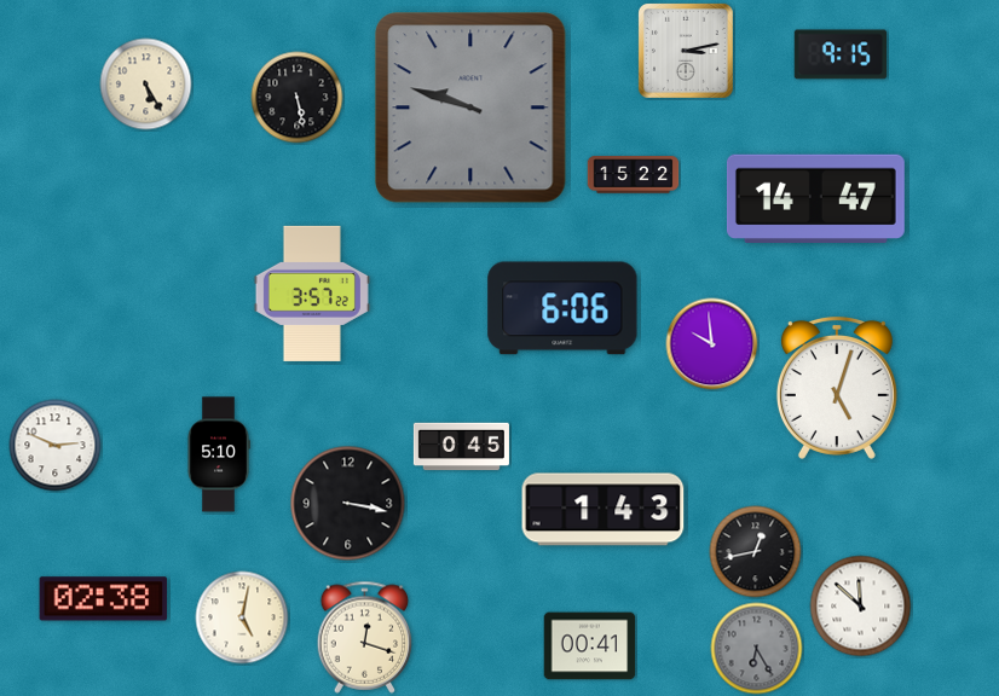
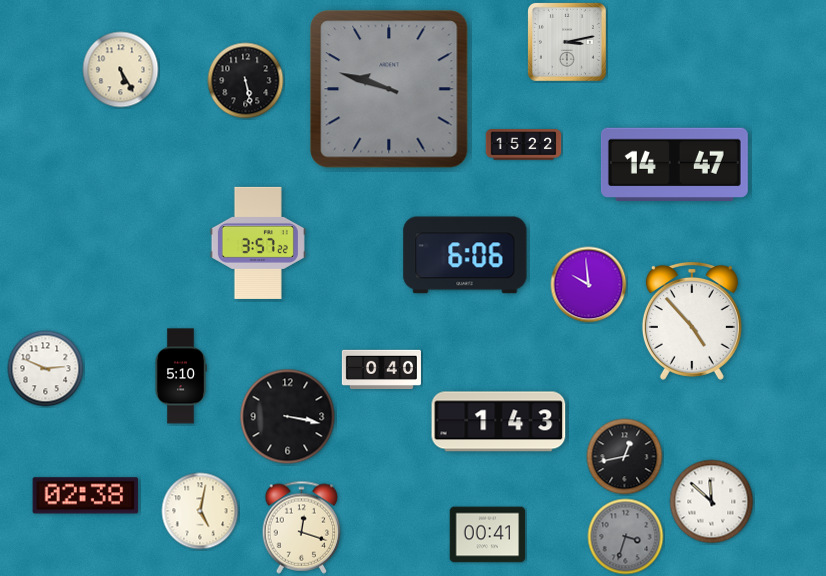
clock at (841, 54): 9:15 -> none
clock at (837, 388): 5:03 -> 4:53
clock at (461, 447): 0:45 -> 0:40
clock at (757, 649): 6:25 -> 3:33
